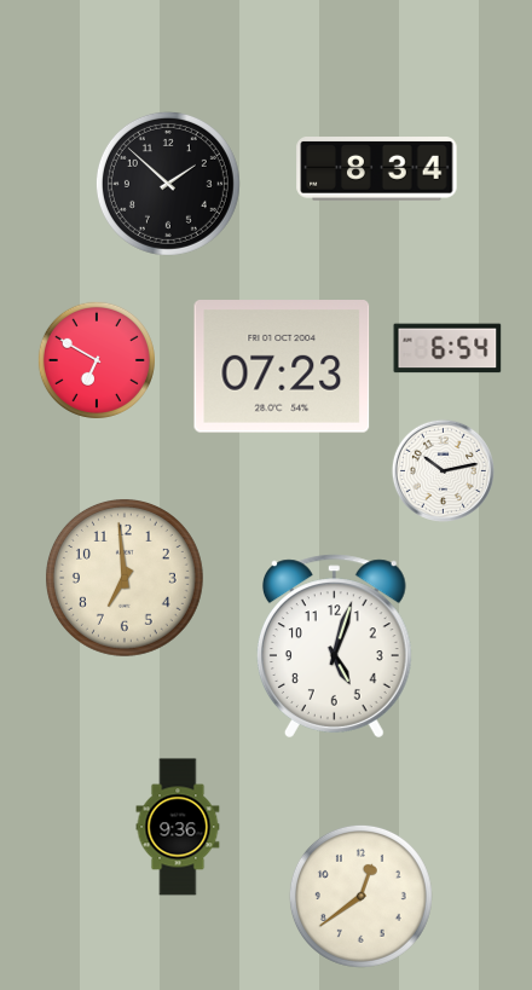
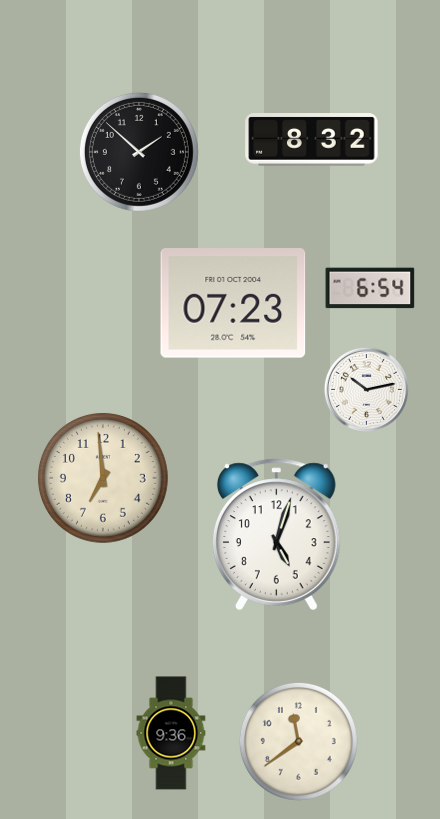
clock at (377, 169): 8:34 -> 8:32
clock at (97, 360): 6:50 -> none
clock at (178, 827) position: (178, 827) -> (171, 733)
clock at (360, 896): 12:39 -> 11:39
